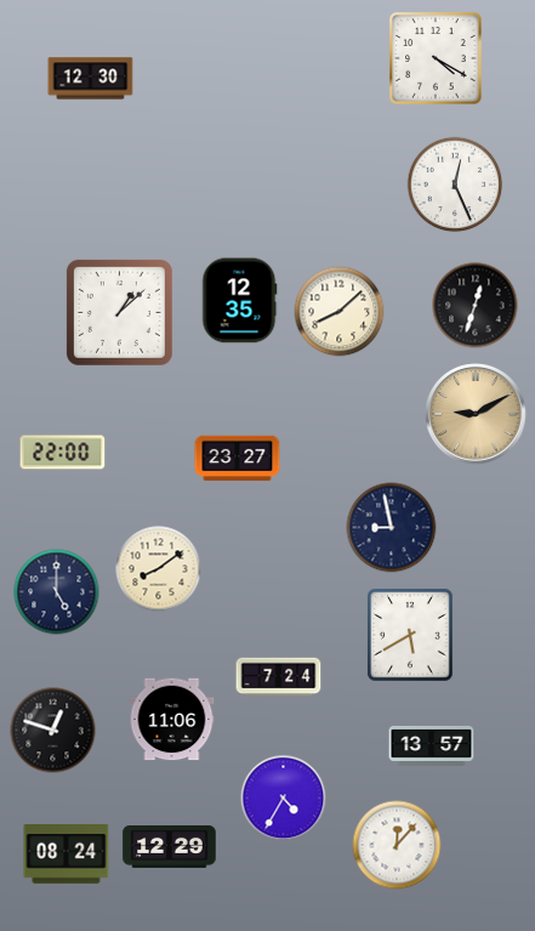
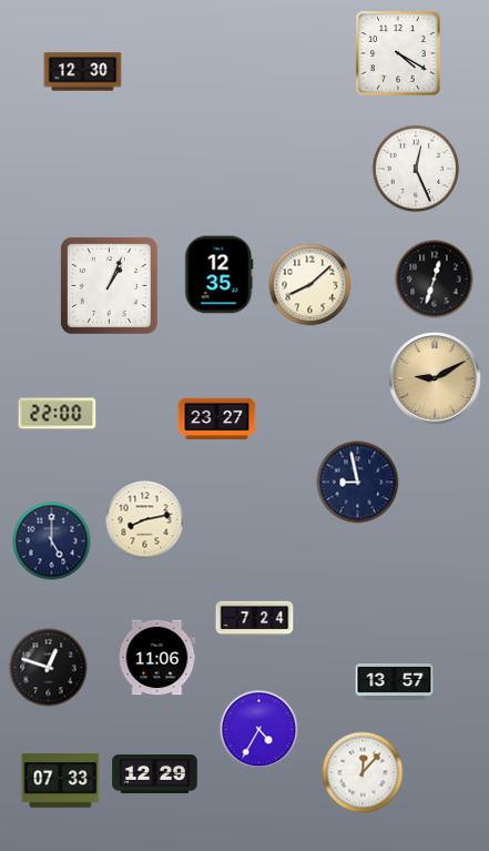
clock at (119, 312): 1:08 -> 1:04
clock at (159, 569): 8:09 -> 8:13
clock at (410, 635): 5:40 -> none
clock at (67, 855): 08:24 -> 07:33
